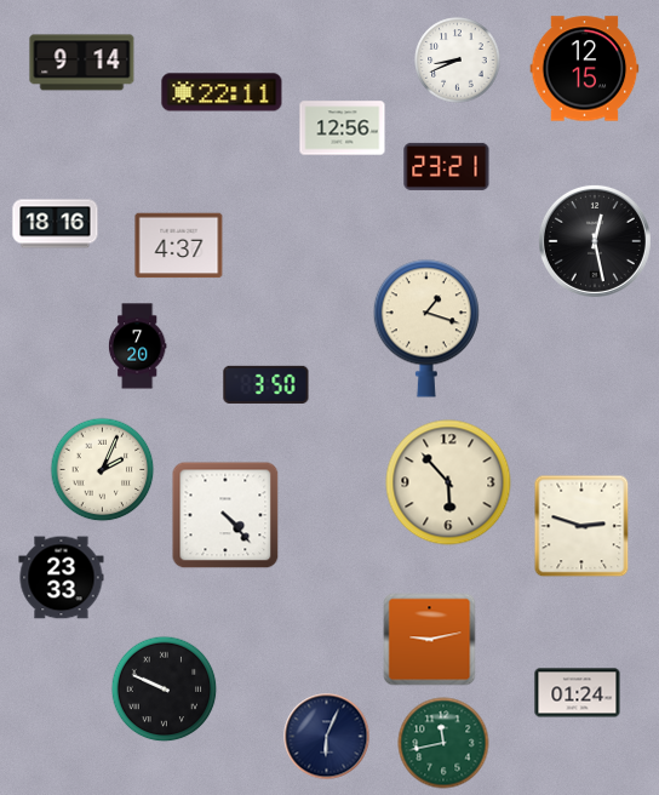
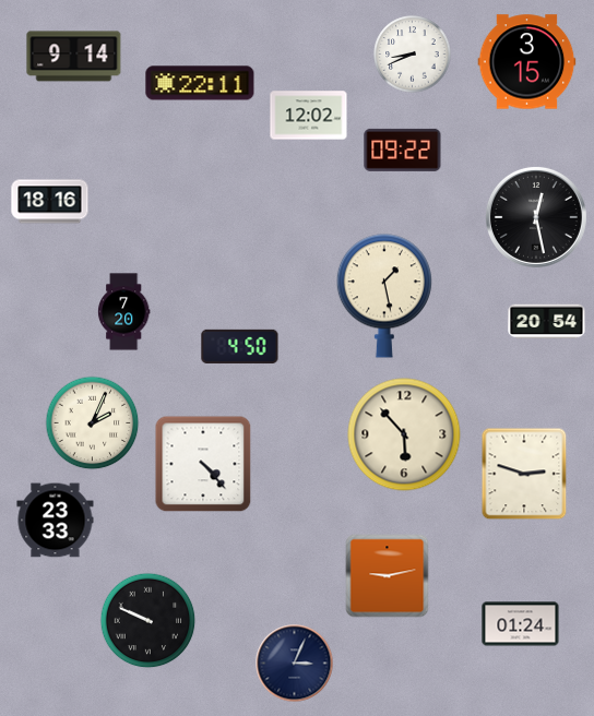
clock at (585, 69): 12:15 -> 3:15
clock at (343, 128): 12:56 -> 12:02
clock at (447, 166): 23:21 -> 09:22
clock at (179, 246): 4:37 -> none
clock at (426, 328): 1:18 -> 1:28
clock at (547, 322): none -> 20:54
clock at (267, 384): 3:50 -> 4:50
clock at (327, 737): 6:04 -> 3:04
clock at (443, 743): 11:43 -> none
